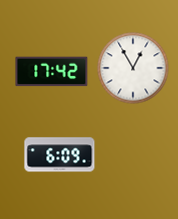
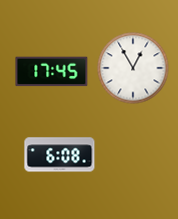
clock at (52, 72): 17:42 -> 17:45
clock at (60, 155): 6:09 -> 6:08
